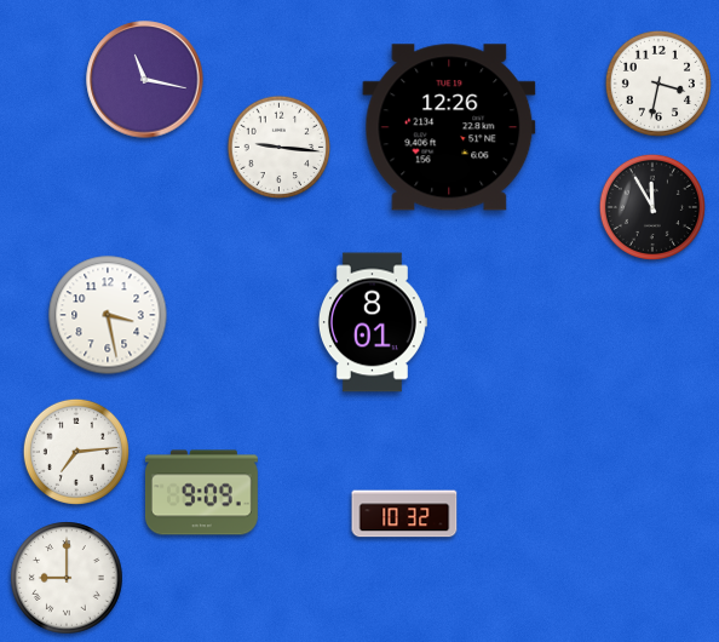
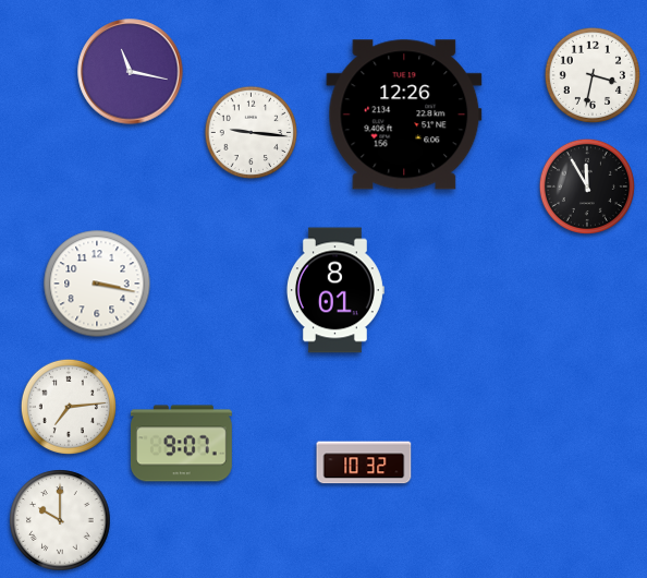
clock at (108, 315): 3:28 -> 3:17
clock at (201, 493): 9:09 -> 9:07
clock at (67, 578): 9:00 -> 10:00
